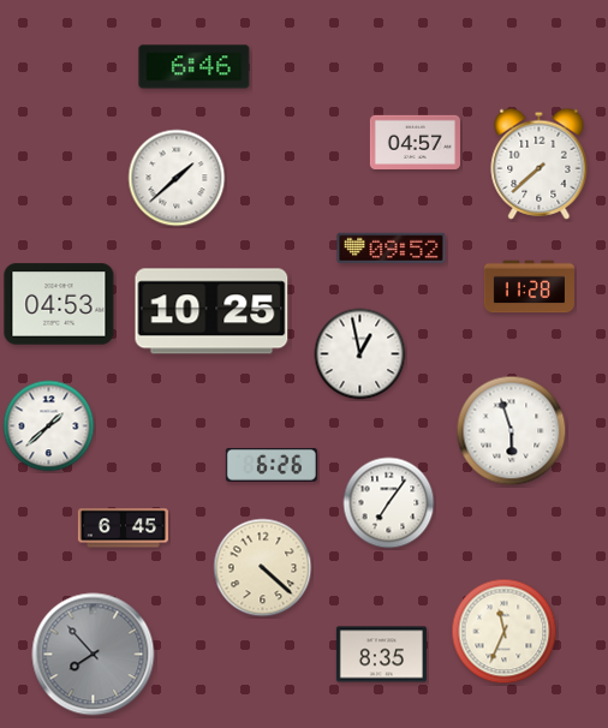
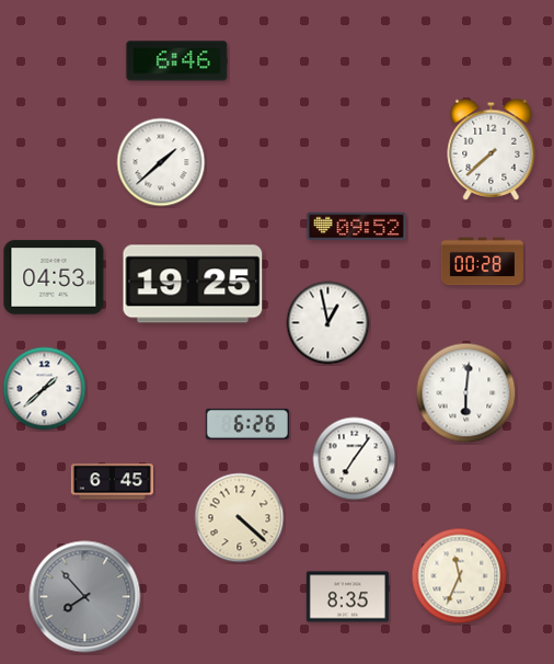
clock at (415, 142): 04:57 -> none
clock at (529, 287): 11:28 -> 00:28
clock at (211, 311): 10:25 -> 19:25
clock at (512, 431): 5:57 -> 6:01
